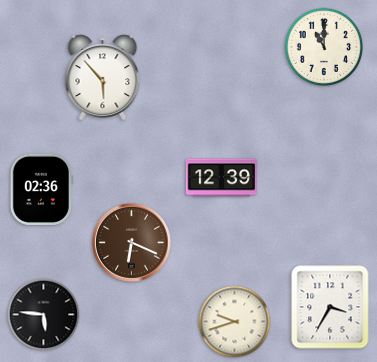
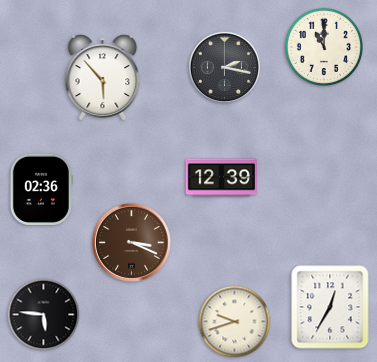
clock at (224, 67): none -> 2:17
clock at (131, 242): 6:19 -> 3:19
clock at (330, 307): 3:35 -> 12:35
